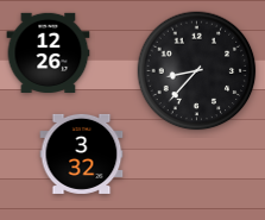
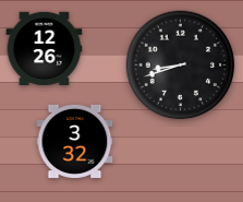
clock at (197, 71): 8:37 -> 8:42
